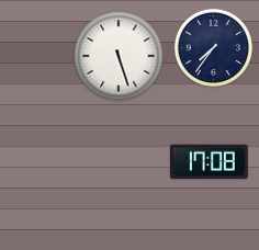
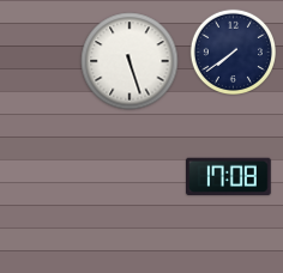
clock at (213, 47): 7:36 -> 7:39
